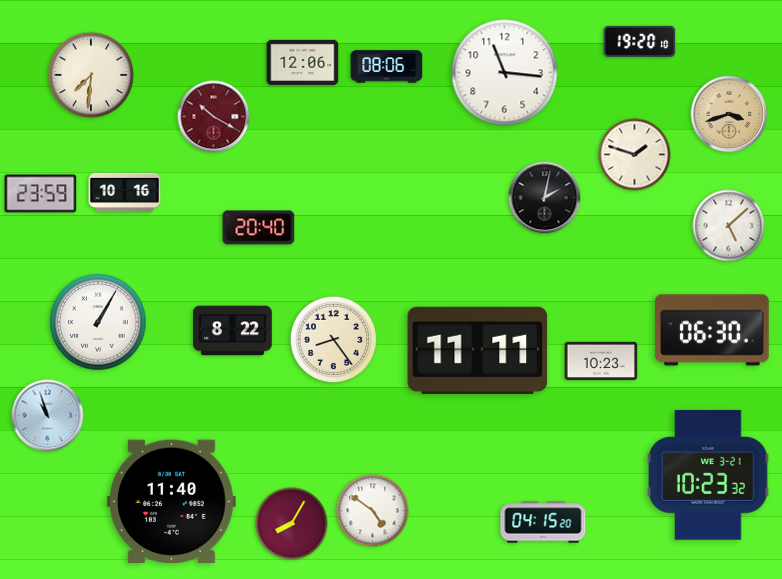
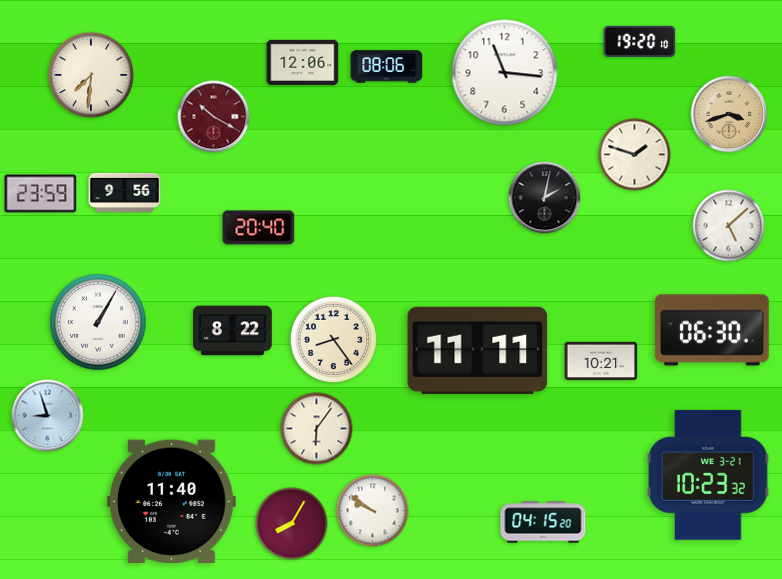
clock at (125, 192): 10:16 -> 9:56
clock at (601, 360): 10:23 -> 10:21
clock at (48, 416): 10:57 -> 8:57
clock at (317, 429): none -> 6:06
clock at (373, 511): 4:51 -> 9:51
